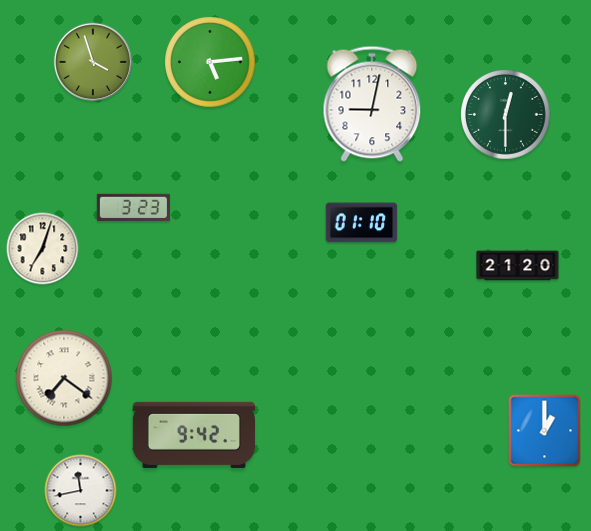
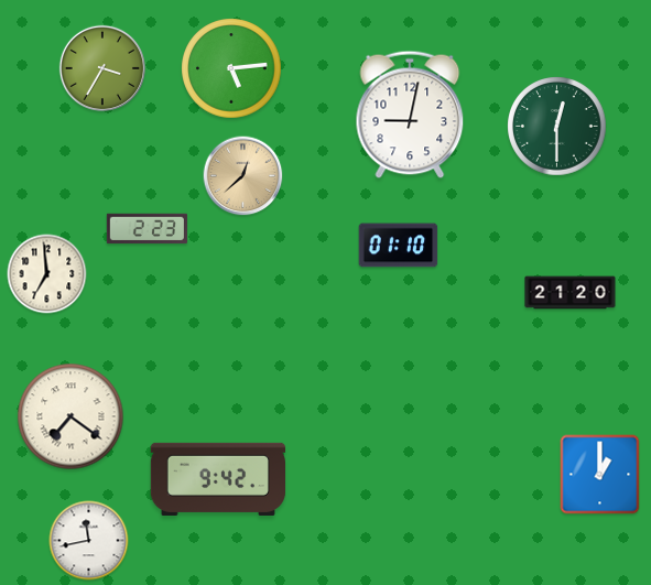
clock at (92, 61): 3:57 -> 3:35
clock at (243, 176): none -> 12:38
clock at (133, 208): 3:23 -> 2:23
clock at (43, 249): 7:03 -> 6:59
clock at (193, 435) position: (193, 435) -> (217, 479)
